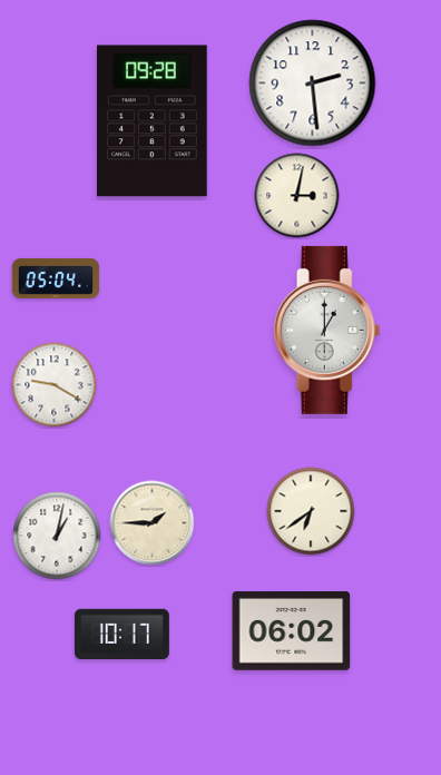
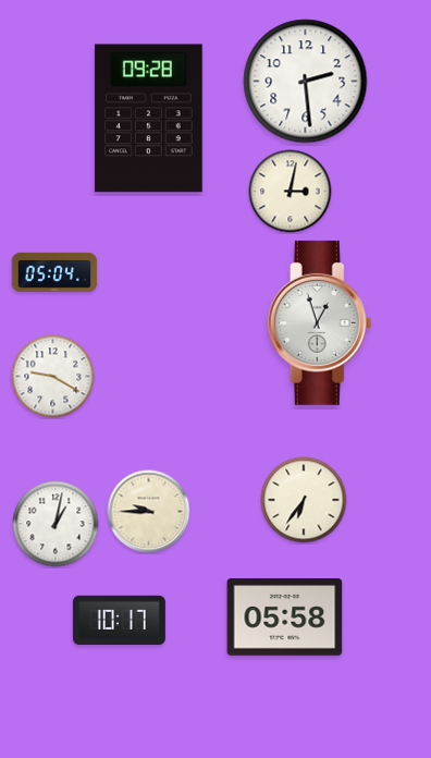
clock at (327, 330): 1:00 -> 12:57
clock at (311, 511): 6:39 -> 6:36
clock at (153, 523): 1:45 -> 9:45
clock at (292, 631): 06:02 -> 05:58
